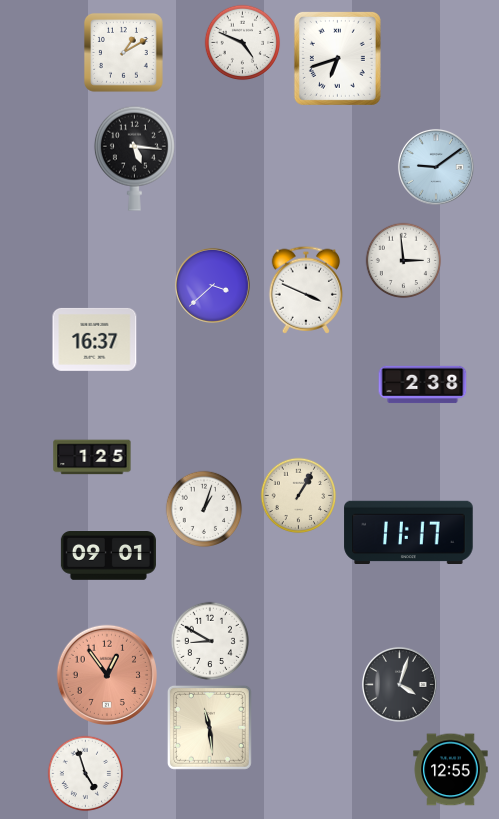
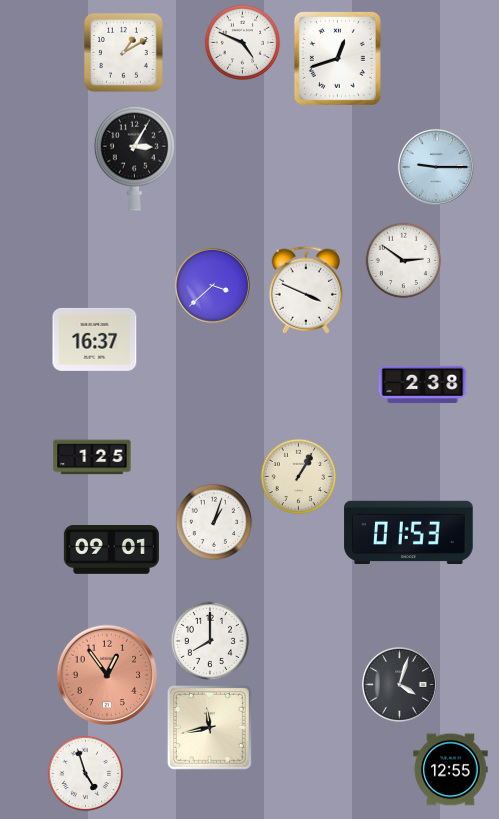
clock at (337, 58): 6:42 -> 12:42
clock at (134, 158): 5:16 -> 3:05
clock at (436, 167): 9:09 -> 9:15
clock at (404, 261): 2:59 -> 2:51
clock at (299, 496) position: (299, 496) -> (299, 477)
clock at (204, 509) position: (204, 509) -> (214, 522)
clock at (409, 532): 11:17 -> 01:53
clock at (108, 556) position: (108, 556) -> (111, 550)
clock at (209, 640): 8:50 -> 8:00
clock at (209, 727): 11:29 -> 11:43
